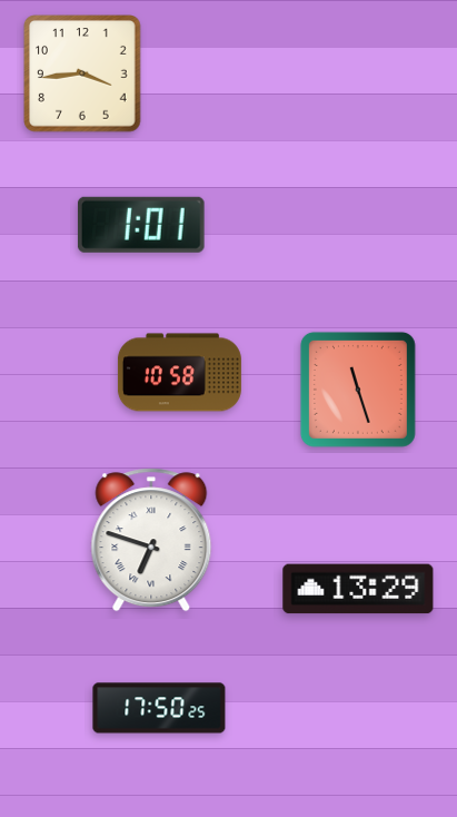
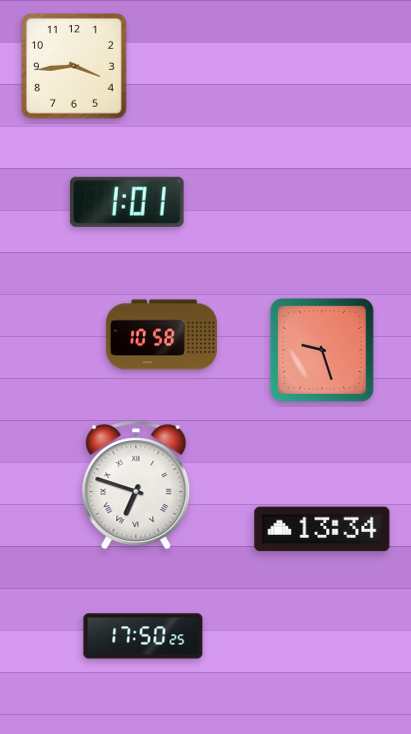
clock at (358, 390): 11:27 -> 9:27
clock at (358, 589): 13:29 -> 13:34
